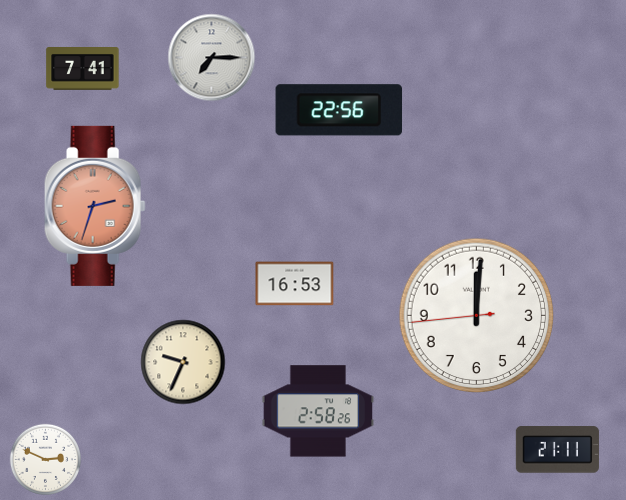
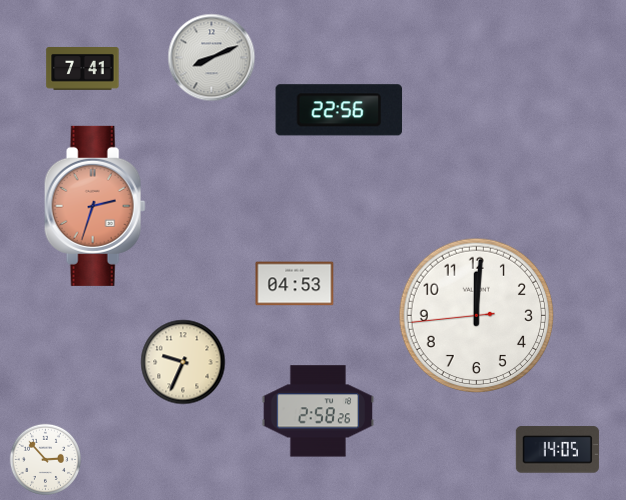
clock at (212, 58): 7:15 -> 8:11
clock at (295, 284): 16:53 -> 04:53
clock at (557, 450): 21:11 -> 14:05
clock at (45, 459): 2:49 -> 2:53
